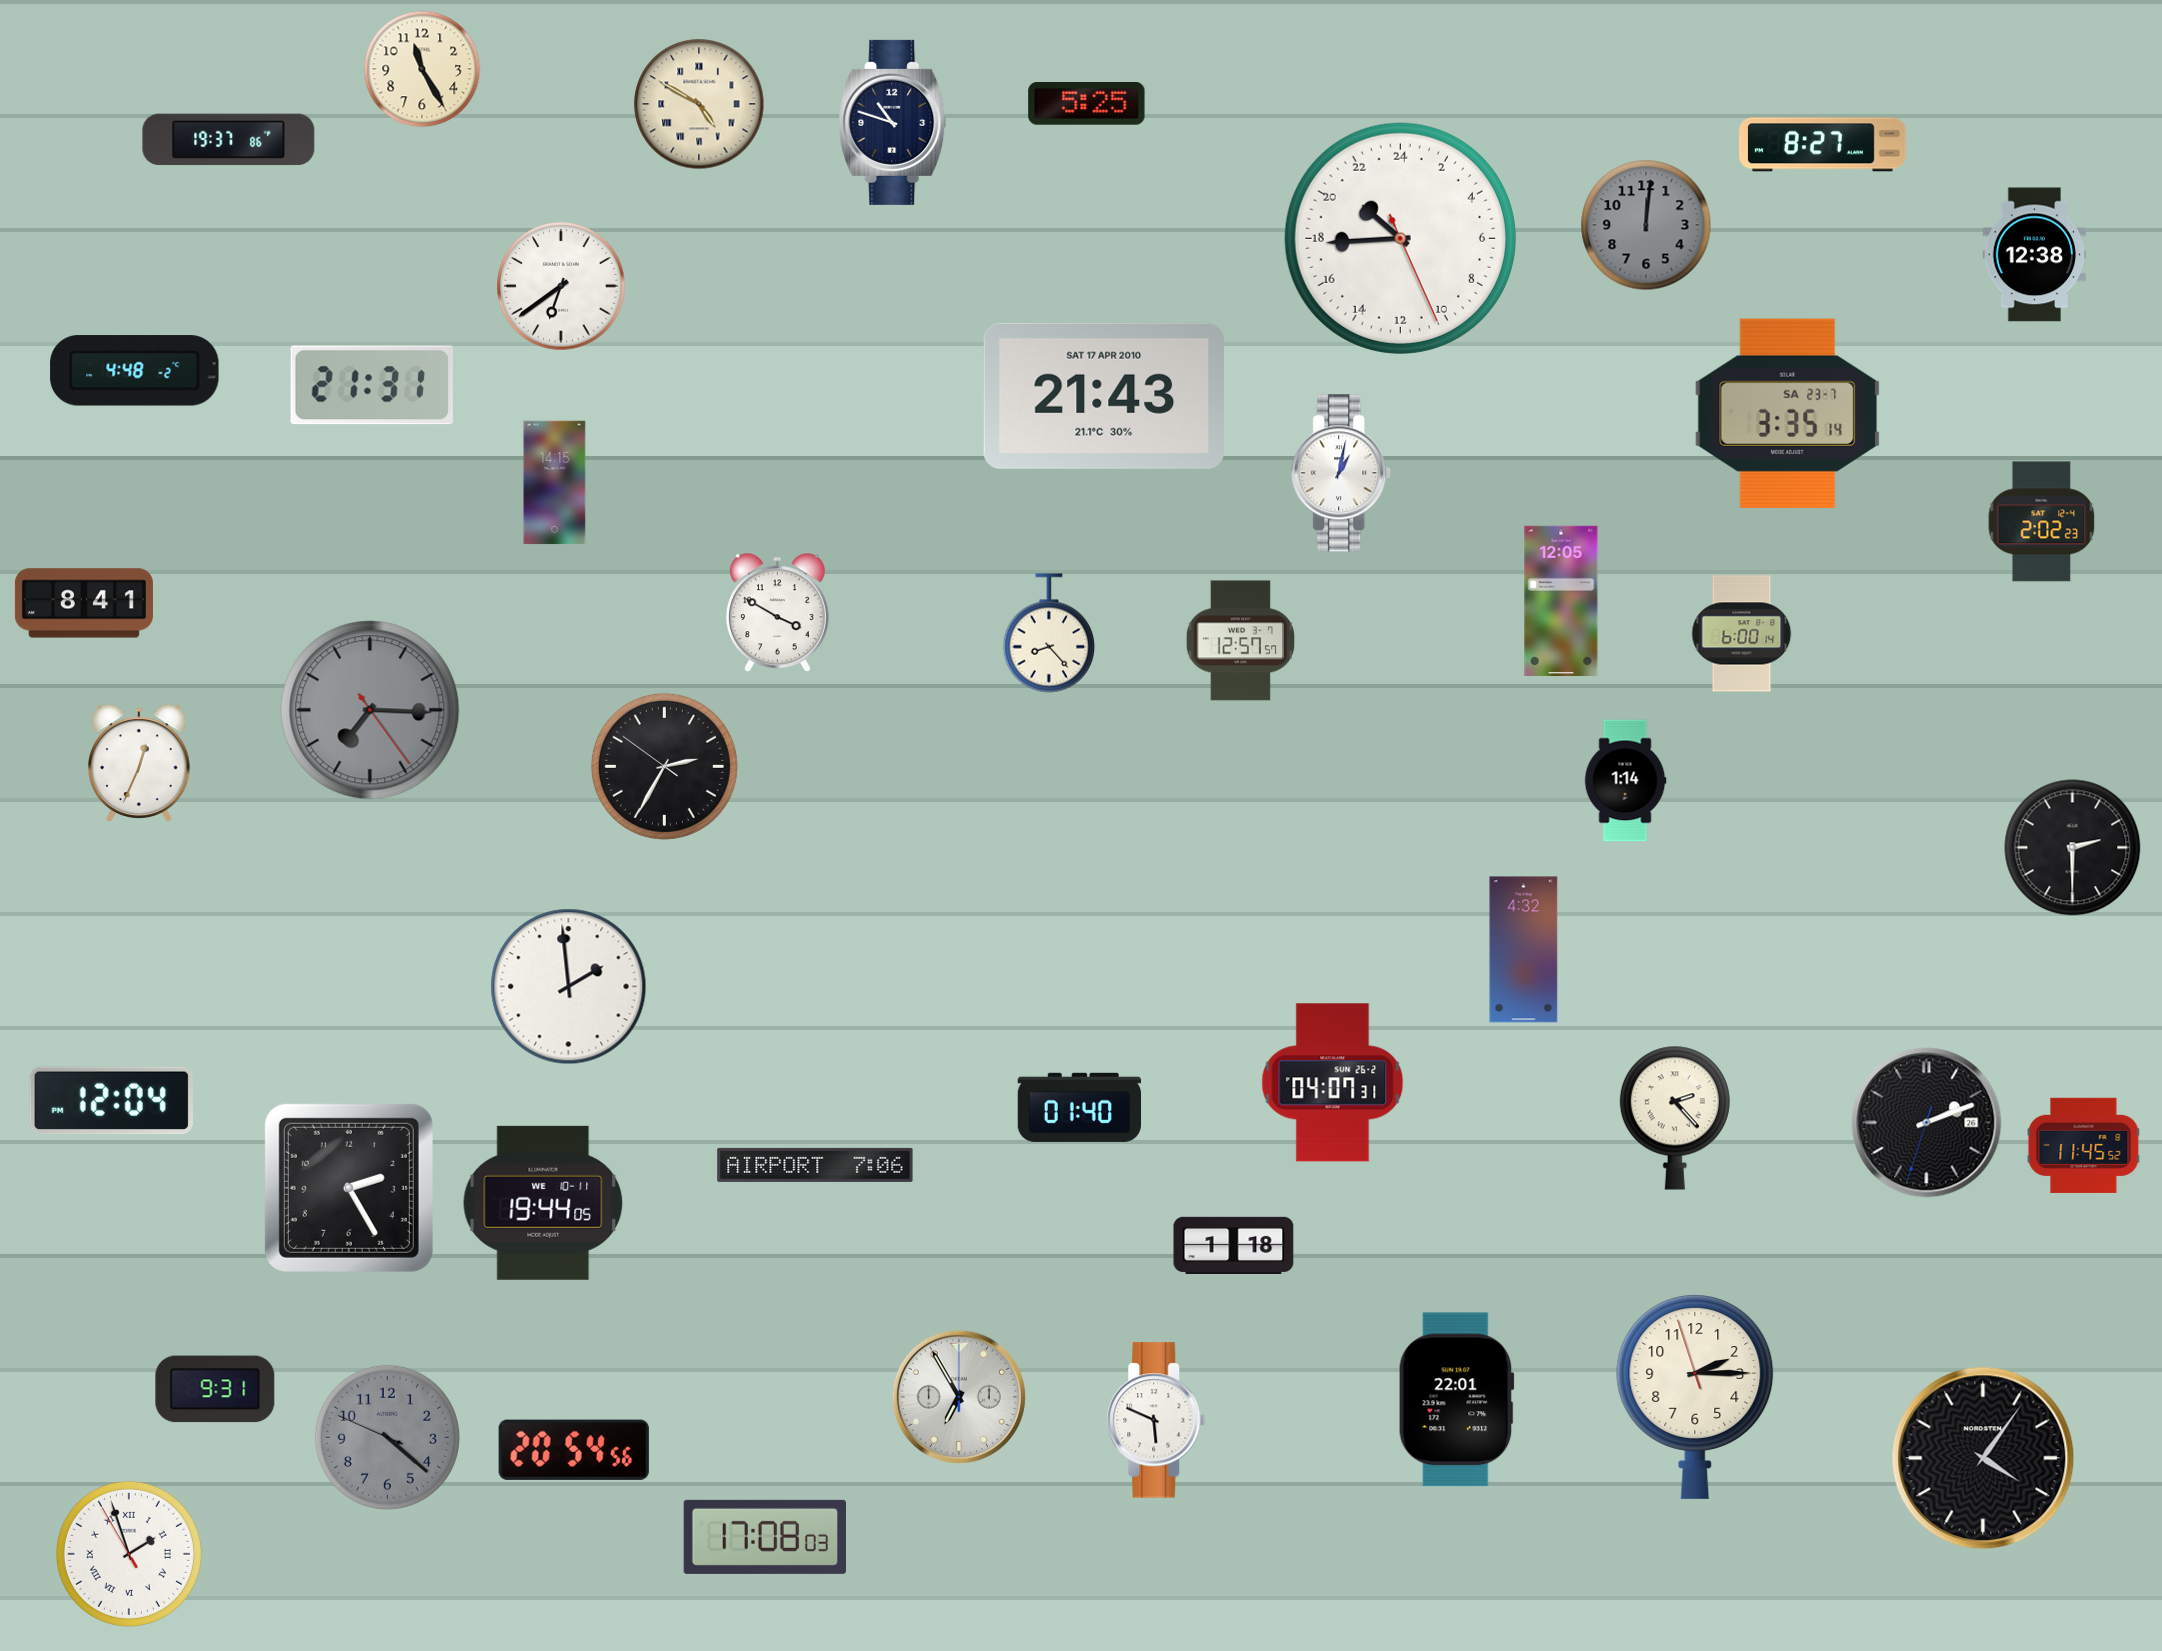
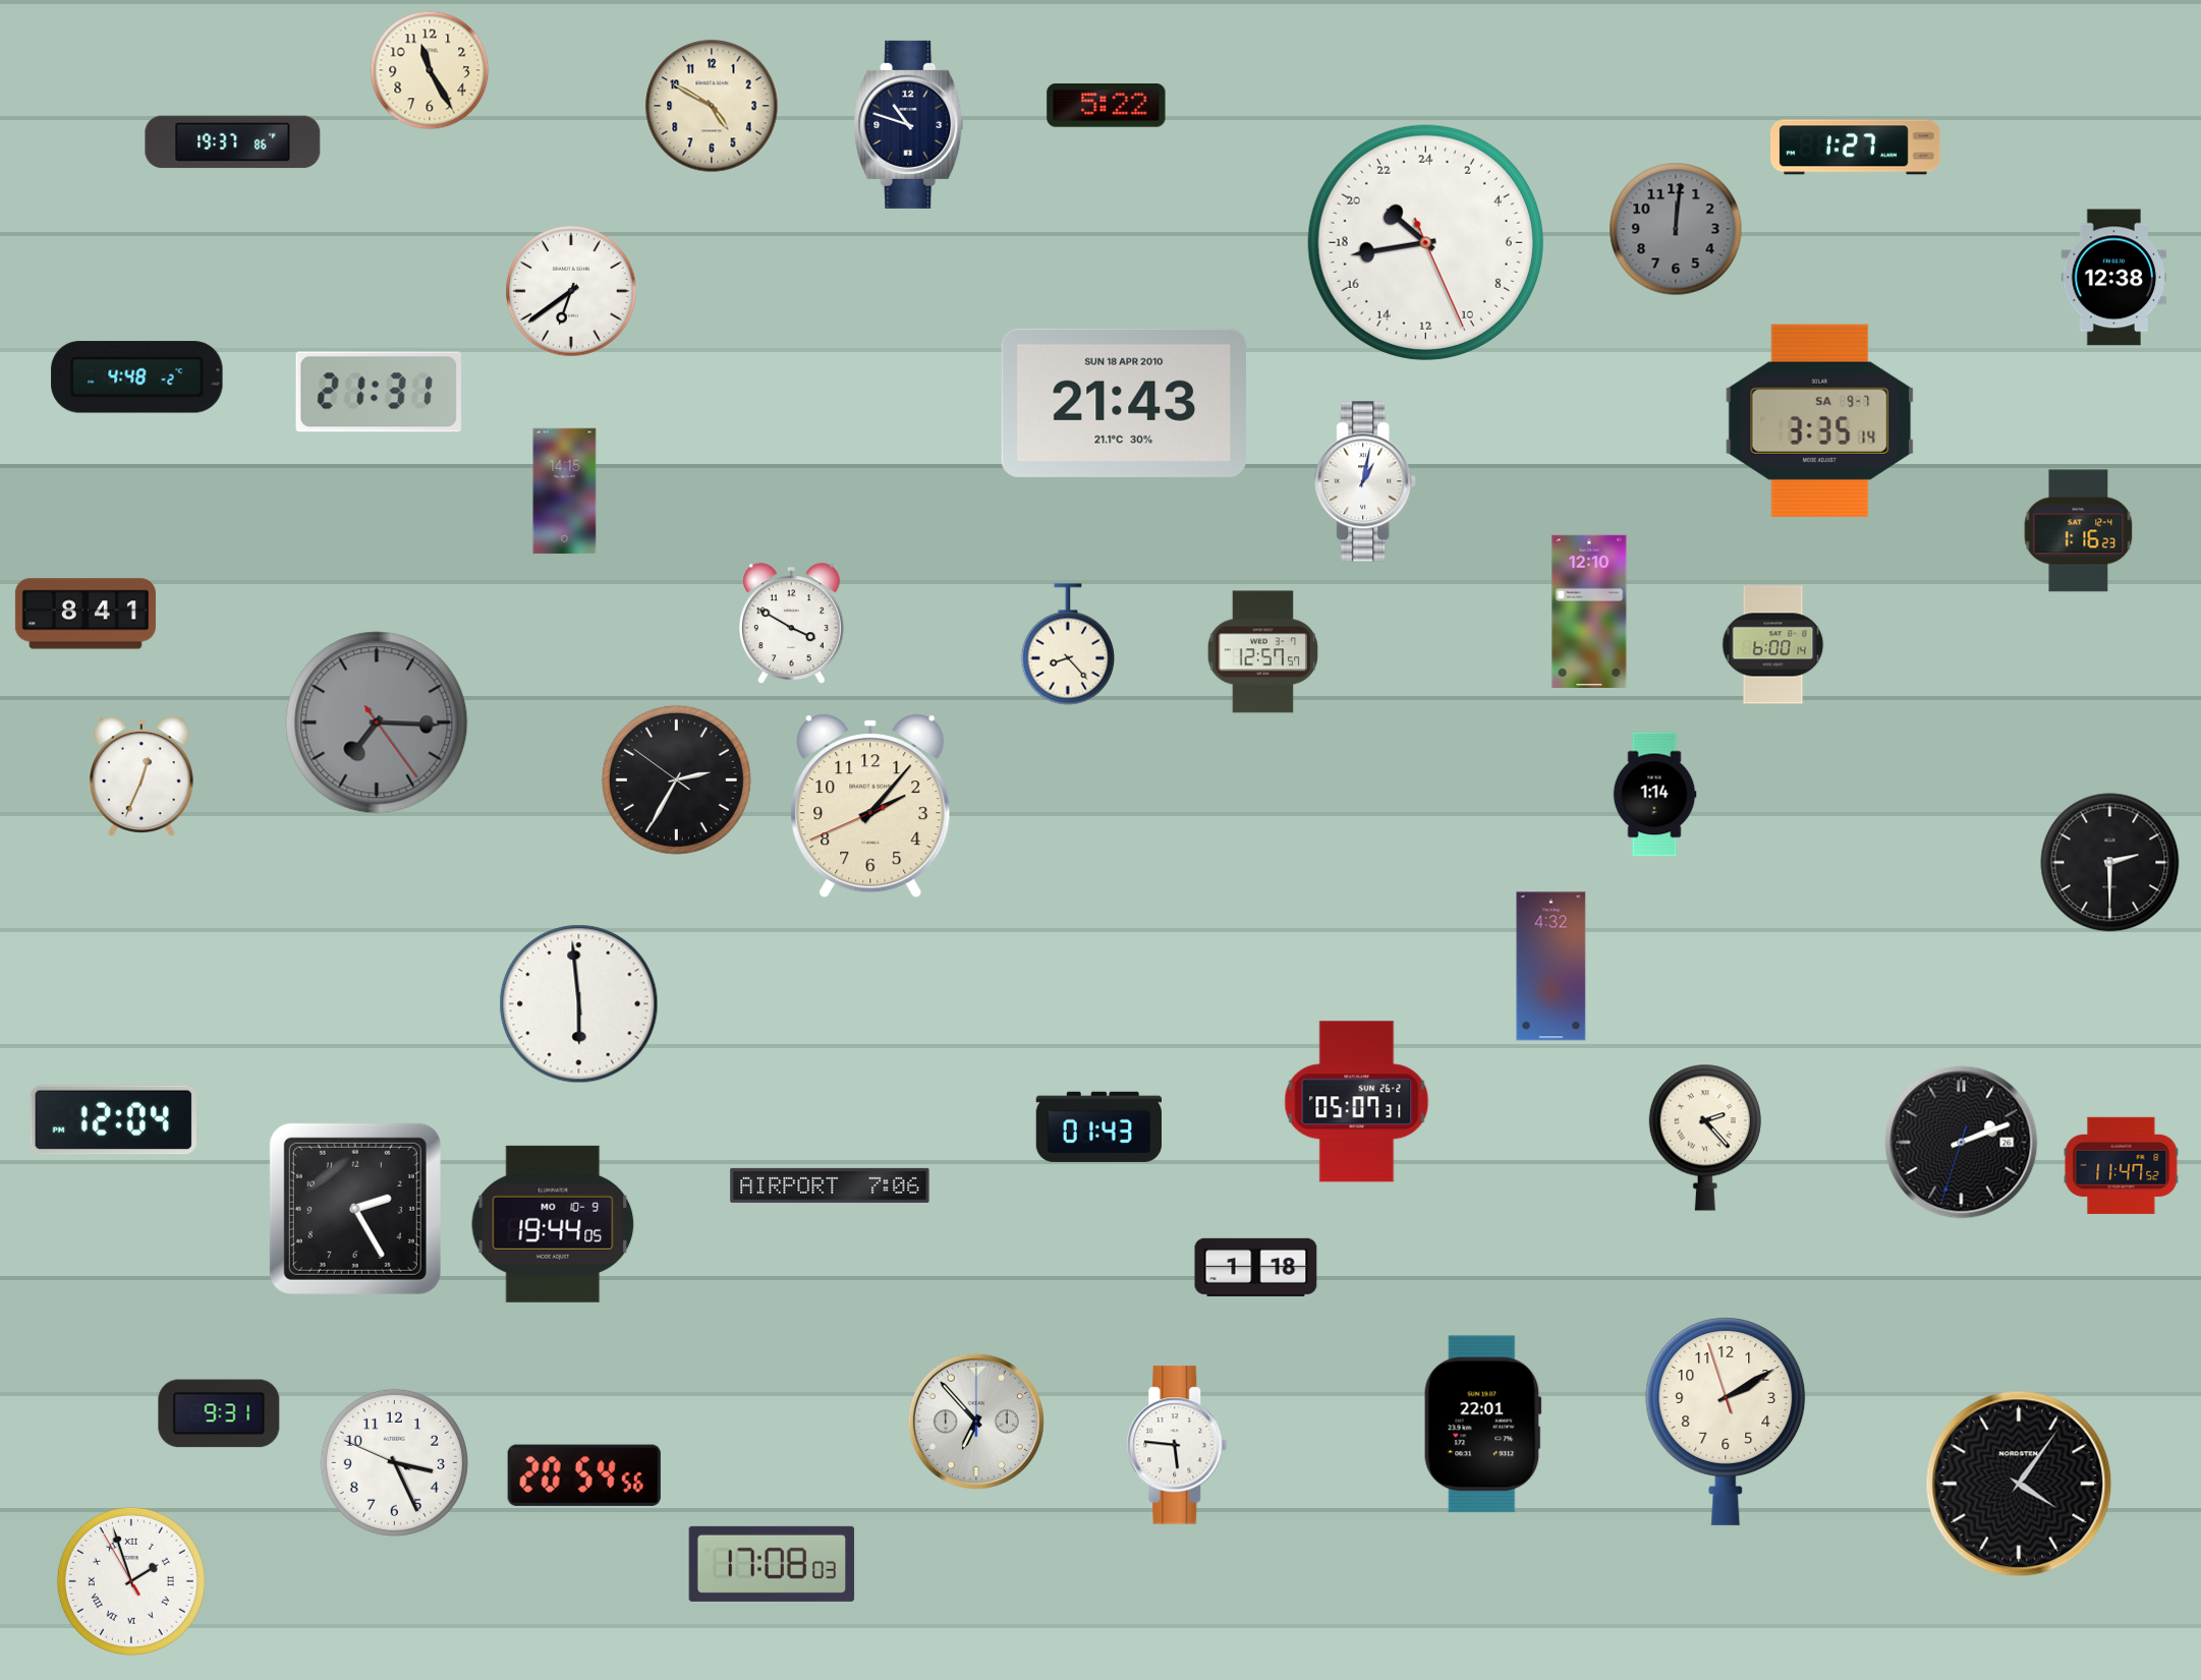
clock at (699, 104) numerals: Roman -> Arabic
clock at (1087, 104): 5:25 -> 5:22
clock at (1823, 145): 8:27 -> 1:27
clock at (1400, 238): 20:44 -> 20:43
clock at (2035, 255) position: (2035, 255) -> (2114, 278)
clock at (1103, 396) date: SAT 17 APR 2010 -> SUN 18 APR 2010
clock at (1788, 413) date: SA 23-7 -> SA 9-7
clock at (2042, 522): 2:02 -> 1:16
clock at (1561, 600): 12:05 -> 12:10
clock at (870, 807): none -> 2:06
clock at (569, 987): 1:59 -> 5:59
clock at (1333, 1083): 04:07 -> 05:07
clock at (1079, 1107): 01:40 -> 01:43
clock at (2084, 1145): 11:45 -> 11:47
clock at (543, 1203) date: WE 10-11 -> MO 10-9
clock at (959, 1397): 6:55 -> 6:53
clock at (1695, 1397): 2:14 -> 2:09
clock at (1156, 1420): 5:49 -> 5:46
clock at (387, 1437): 4:21 -> 3:25
clock at (387, 1437) dial: grey -> white
clock at (765, 1537) position: (765, 1537) -> (772, 1564)
